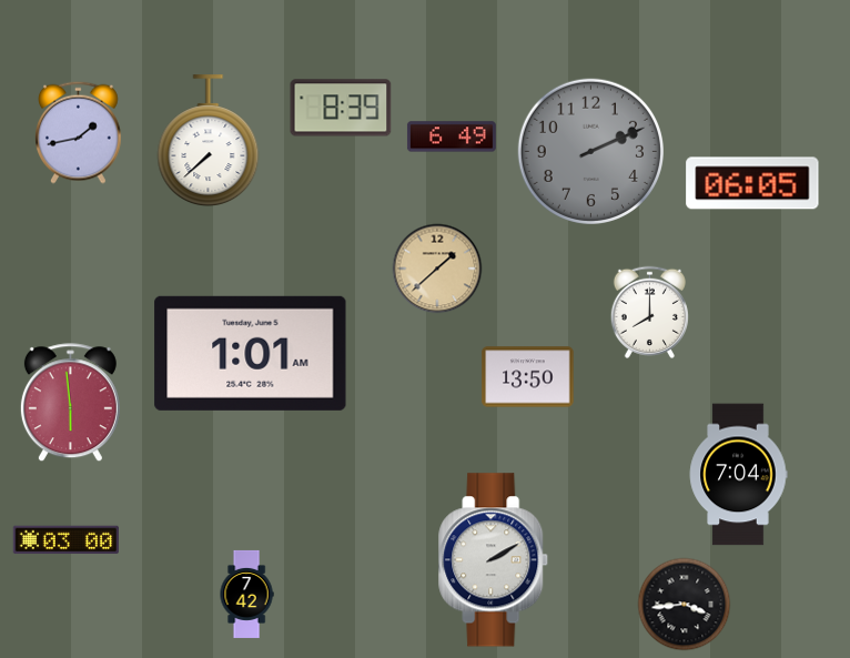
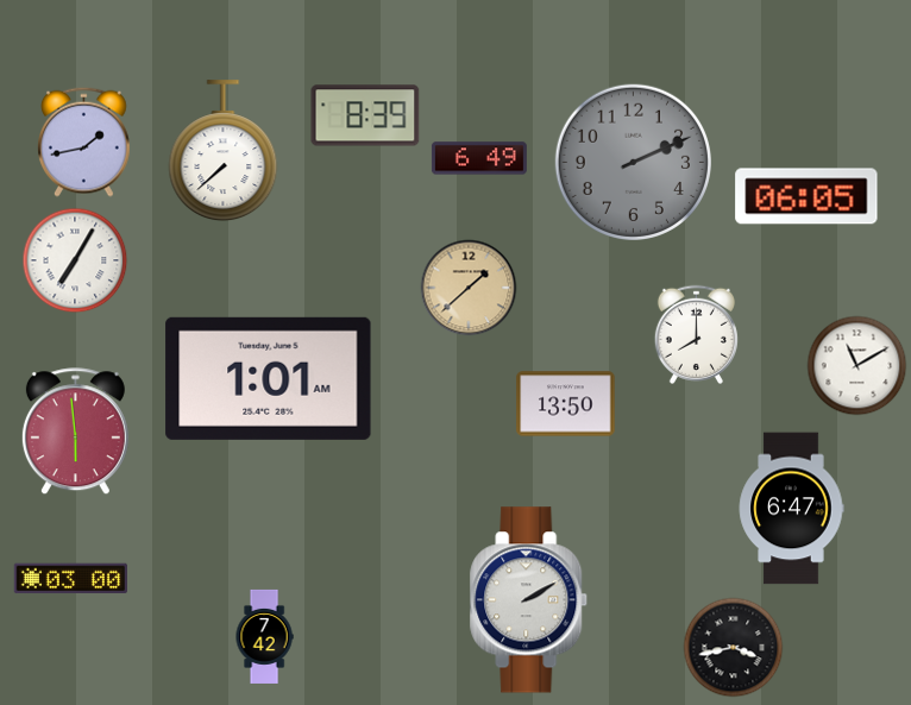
clock at (452, 136) position: (452, 136) -> (479, 158)
clock at (75, 260): none -> 7:05
clock at (857, 366): none -> 11:10
clock at (738, 475): 7:04 -> 6:47
clock at (685, 605): 3:44 -> 3:43
